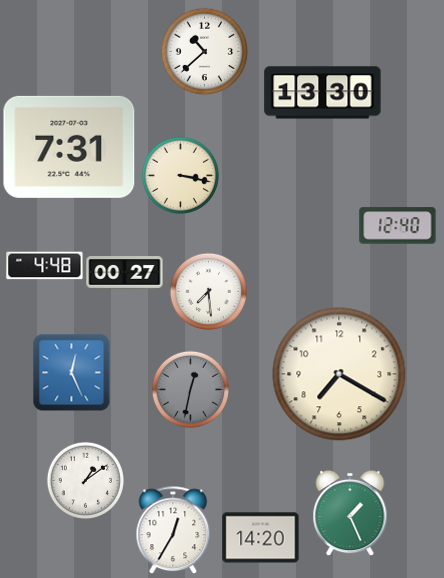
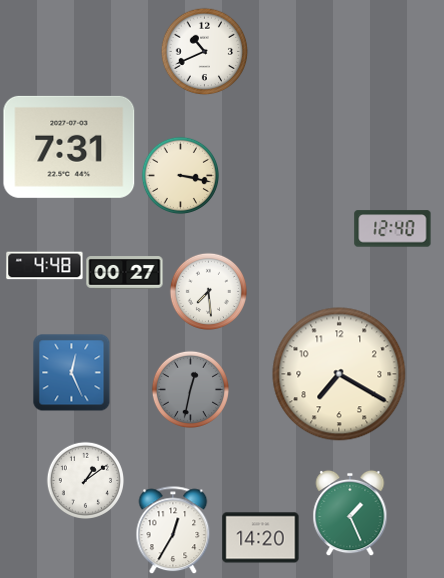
clock at (204, 51): 10:38 -> 10:41
clock at (323, 93): 13:30 -> none
clock at (398, 226) position: (398, 226) -> (393, 229)
